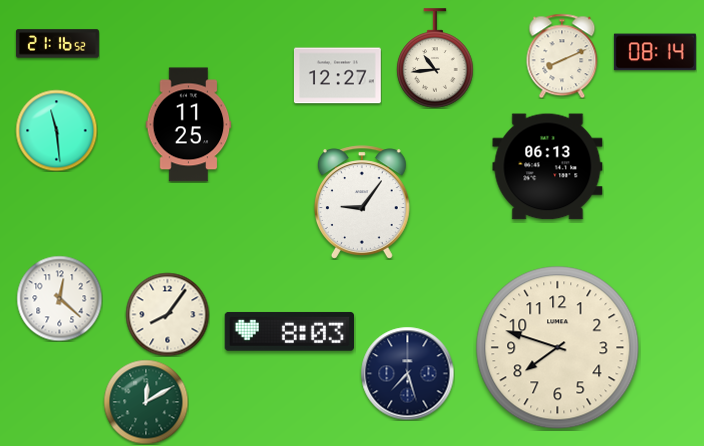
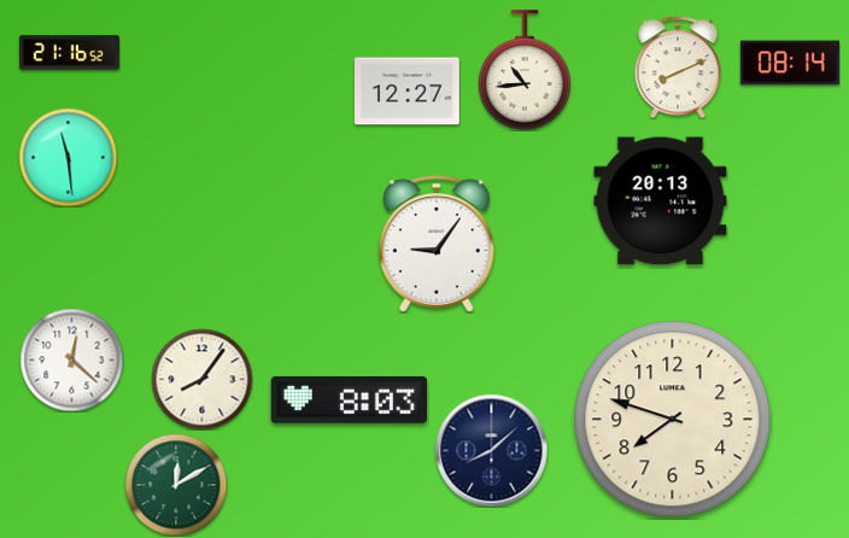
clock at (189, 125): 11:25 -> none
clock at (548, 167): 06:13 -> 20:13
clock at (407, 373): 7:27 -> 8:08
